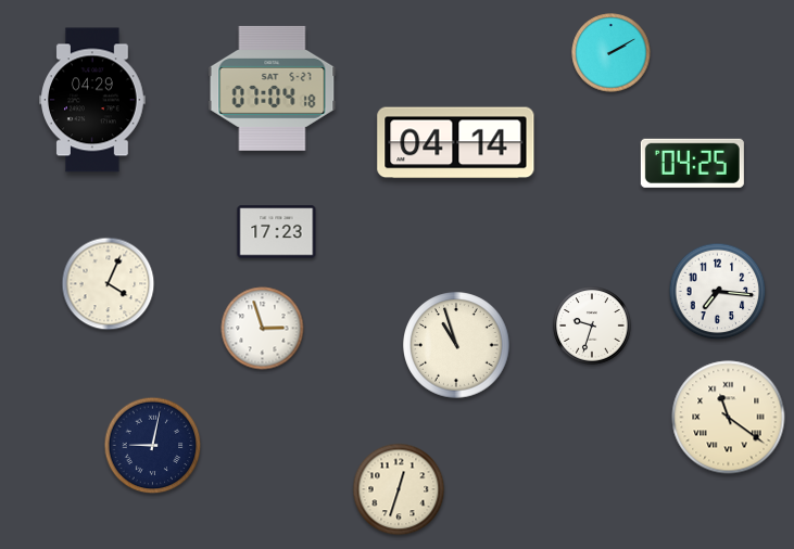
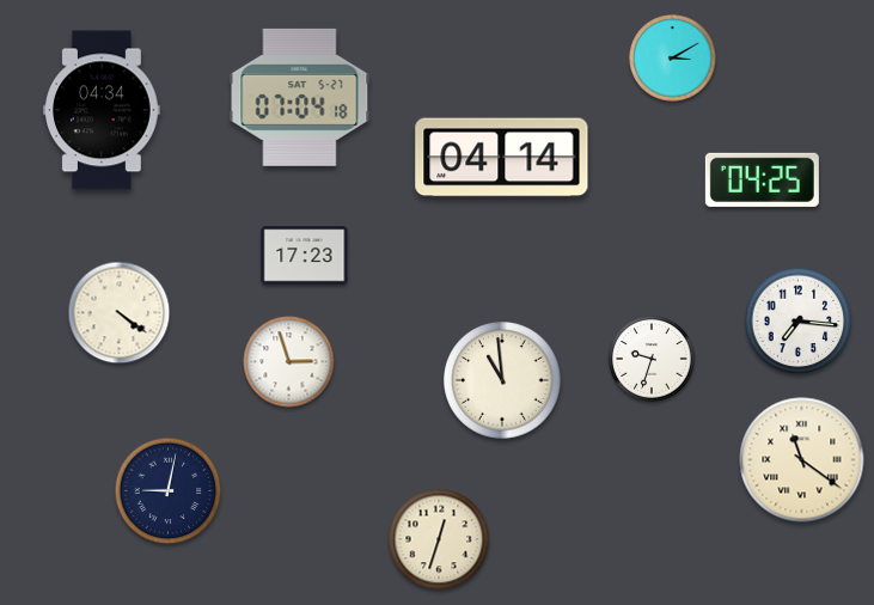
clock at (612, 53): 2:10 -> 3:10
clock at (92, 100): 04:29 -> 04:34
clock at (109, 284): 4:04 -> 4:21
clock at (718, 292) position: (718, 292) -> (799, 322)
clock at (456, 345): 10:57 -> 10:59
